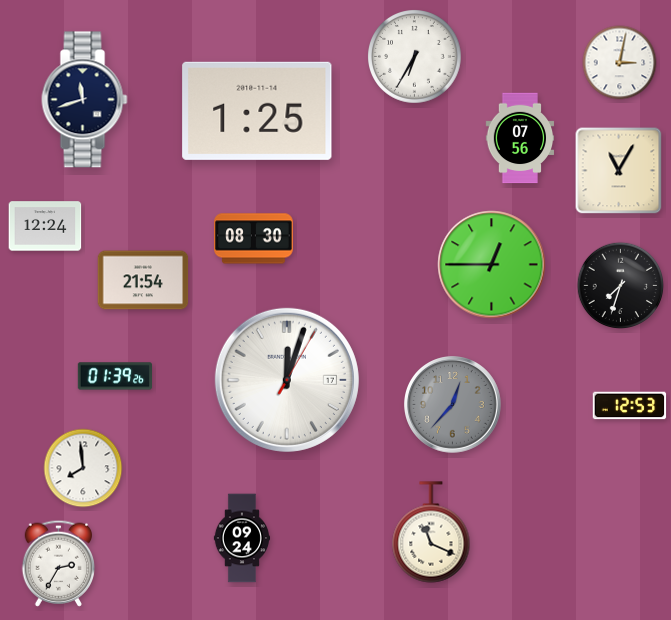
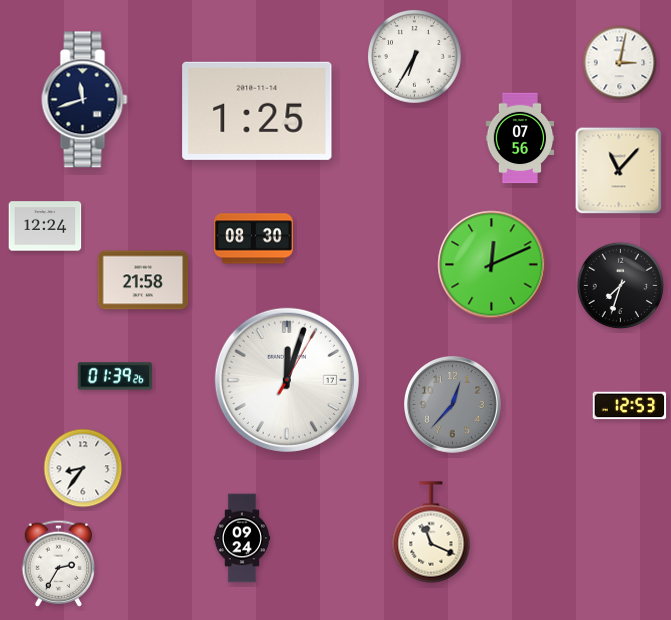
clock at (619, 171): 11:05 -> 11:07
clock at (492, 265): 12:45 -> 12:11
clock at (143, 280): 21:54 -> 21:58
clock at (83, 468): 7:59 -> 8:36
